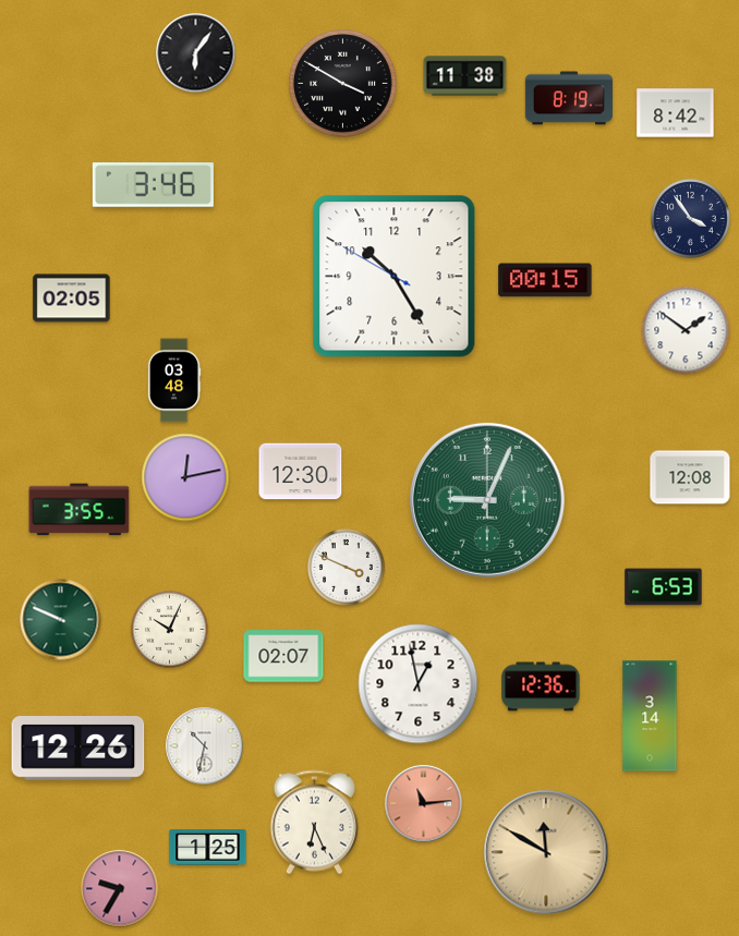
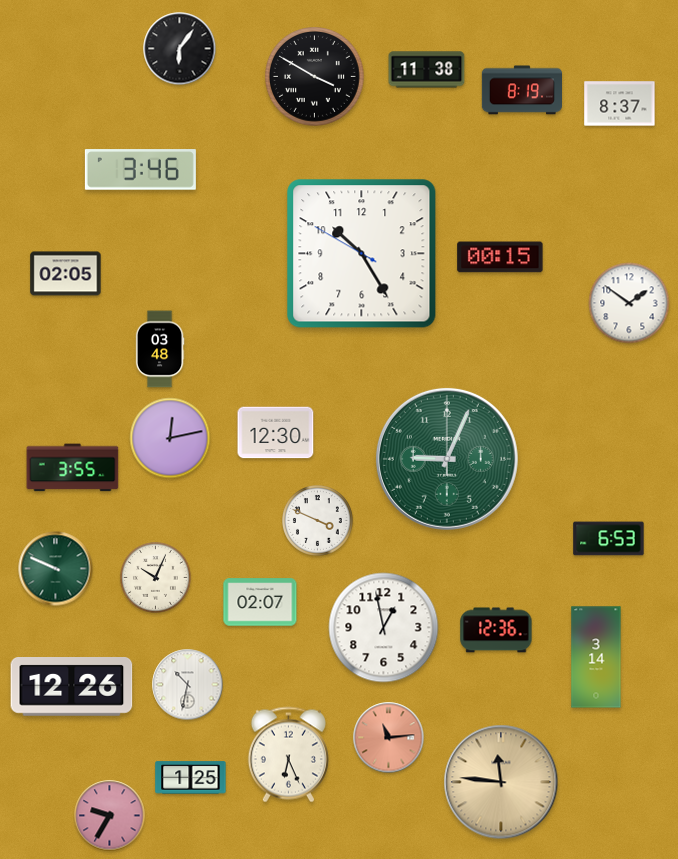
clock at (676, 113): 8:42 -> 8:37
clock at (691, 219): 3:54 -> none
clock at (690, 477): 12:08 -> none
clock at (546, 852): 11:50 -> 11:46
